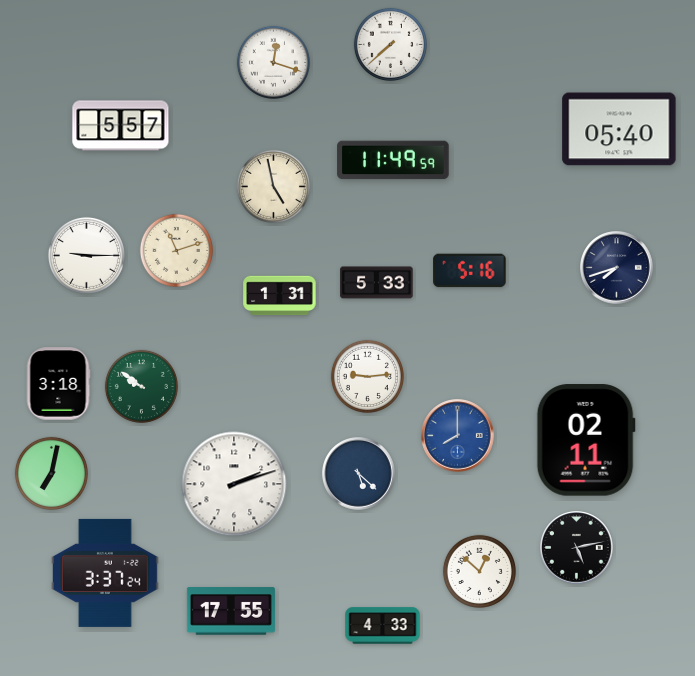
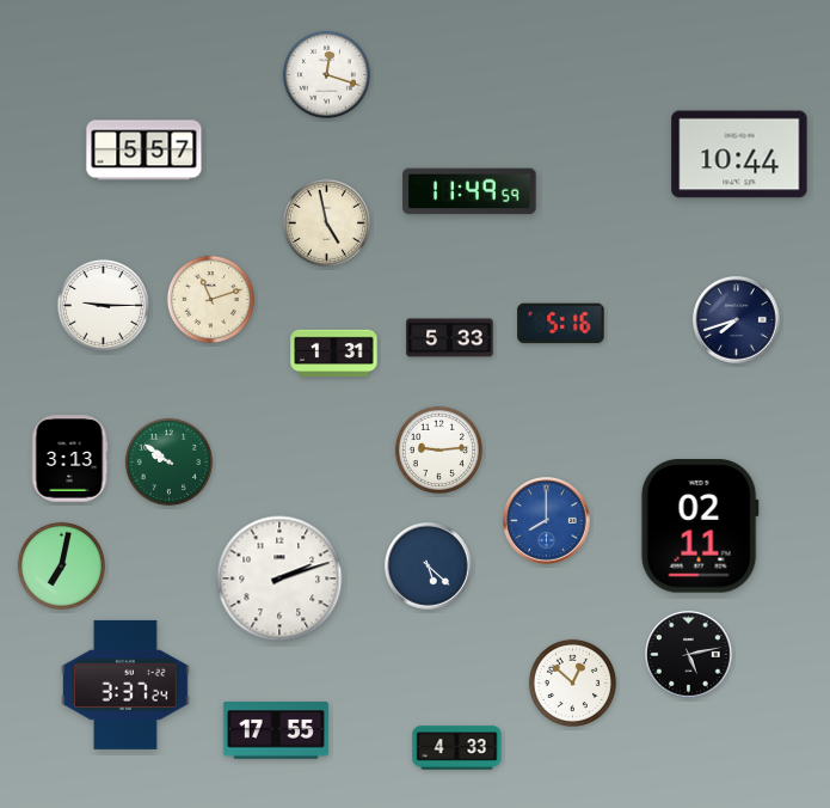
clock at (390, 44): 7:38 -> none
clock at (619, 129): 05:40 -> 10:44
clock at (58, 384): 3:18 -> 3:13
